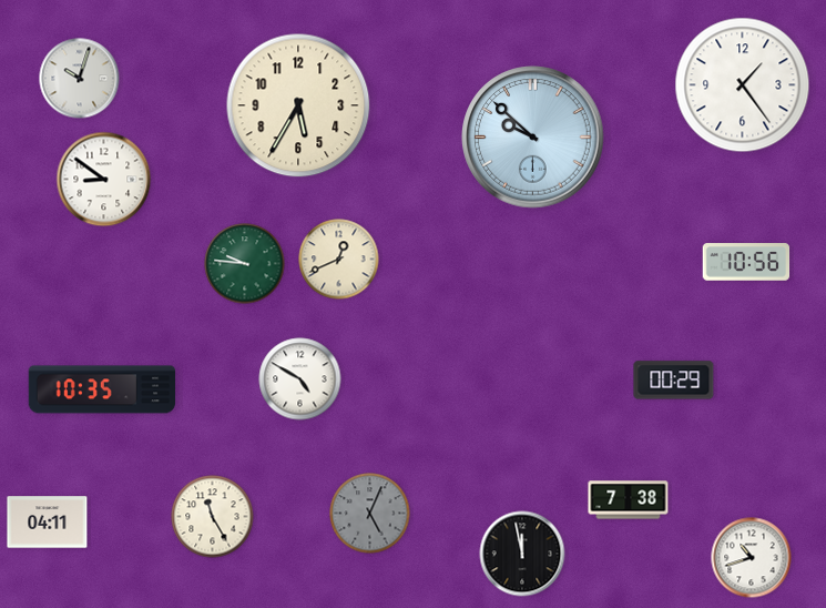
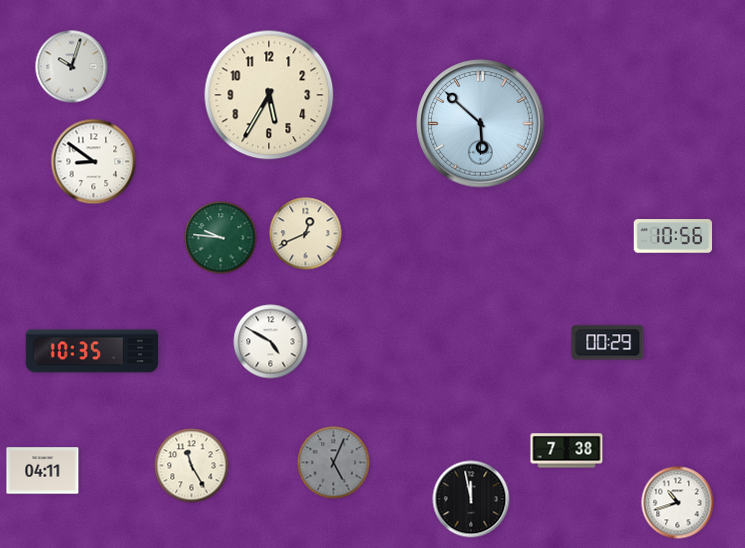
clock at (80, 79) position: (80, 79) -> (72, 67)
clock at (743, 85): 1:24 -> none
clock at (533, 138): 9:52 -> 5:52
